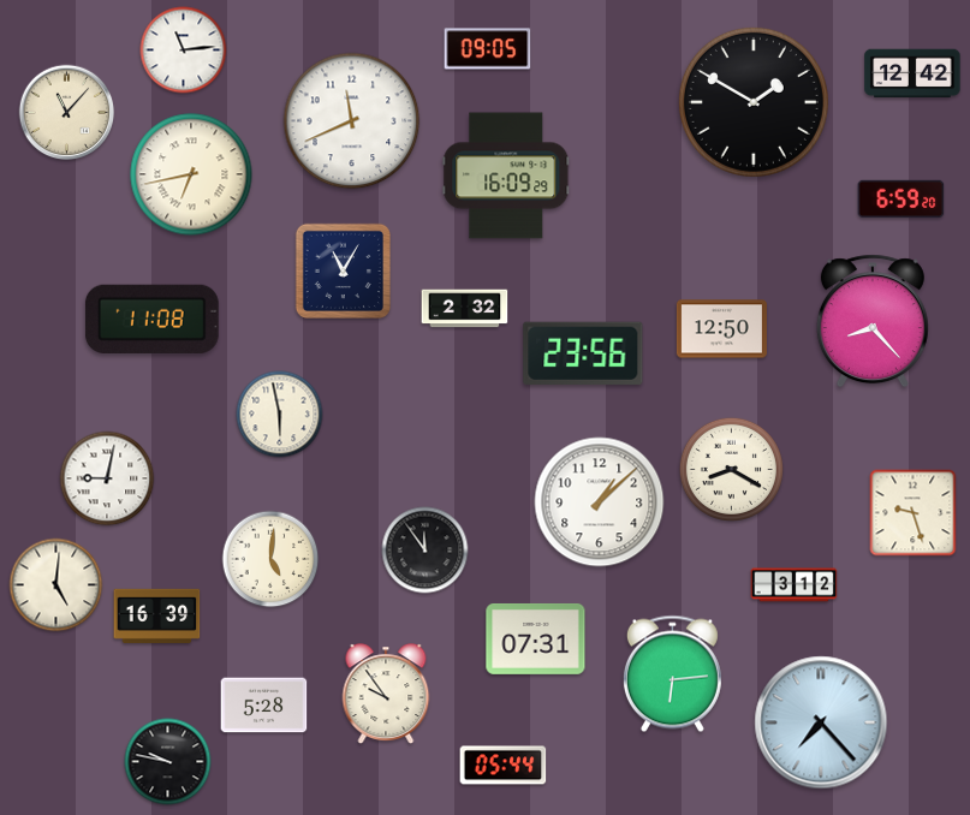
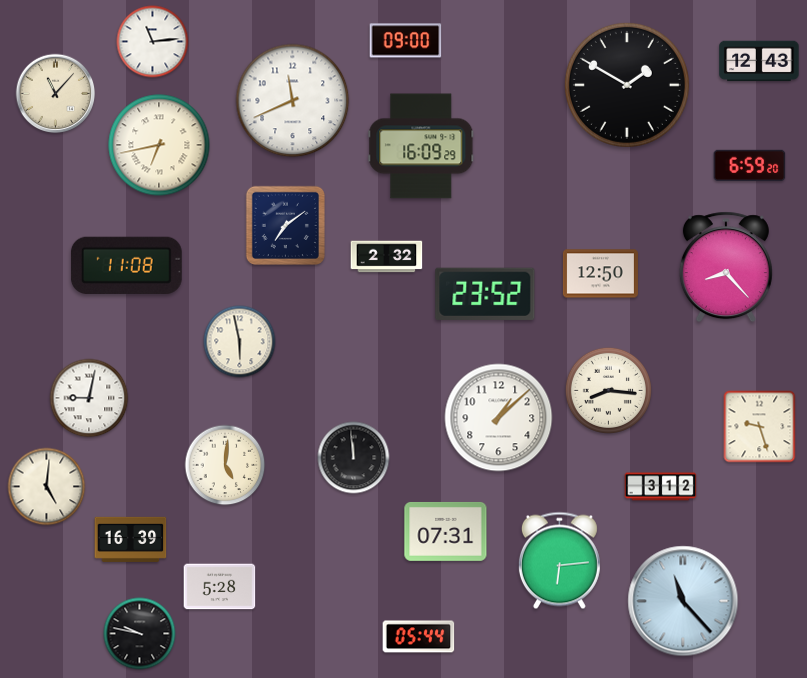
clock at (488, 49): 09:05 -> 09:00
clock at (912, 73): 12:42 -> 12:43
clock at (343, 270): 11:05 -> 7:09
clock at (583, 353): 23:56 -> 23:52
clock at (280, 415) position: (280, 415) -> (240, 342)
clock at (731, 469): 8:20 -> 8:16
clock at (426, 551): 11:54 -> 11:59
clock at (157, 615) position: (157, 615) -> (131, 539)
clock at (386, 694): 9:54 -> none
clock at (821, 722): 7:23 -> 11:23
